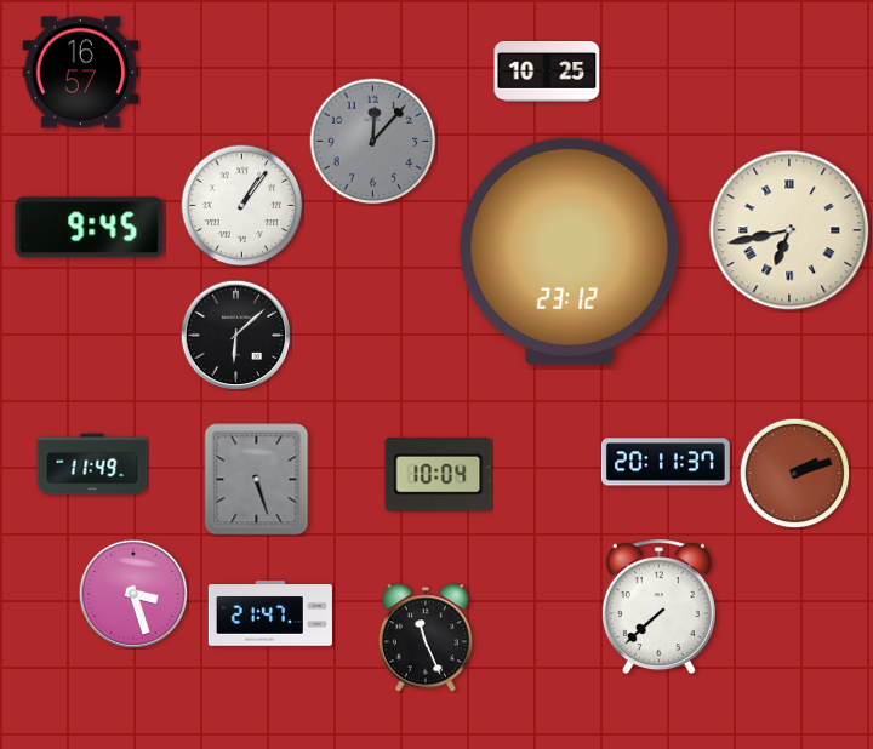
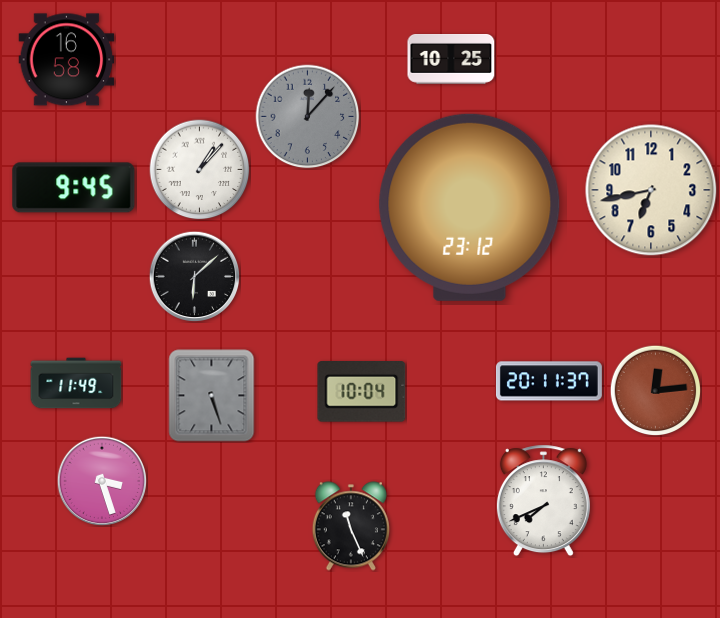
clock at (81, 73): 16:57 -> 16:58
clock at (242, 206): 1:06 -> 1:07
clock at (789, 230) numerals: Roman -> Arabic
clock at (794, 473): 2:12 -> 12:14
clock at (133, 594) position: (133, 594) -> (102, 481)
clock at (658, 607): 7:38 -> 7:41
clock at (270, 613): 21:47 -> none
